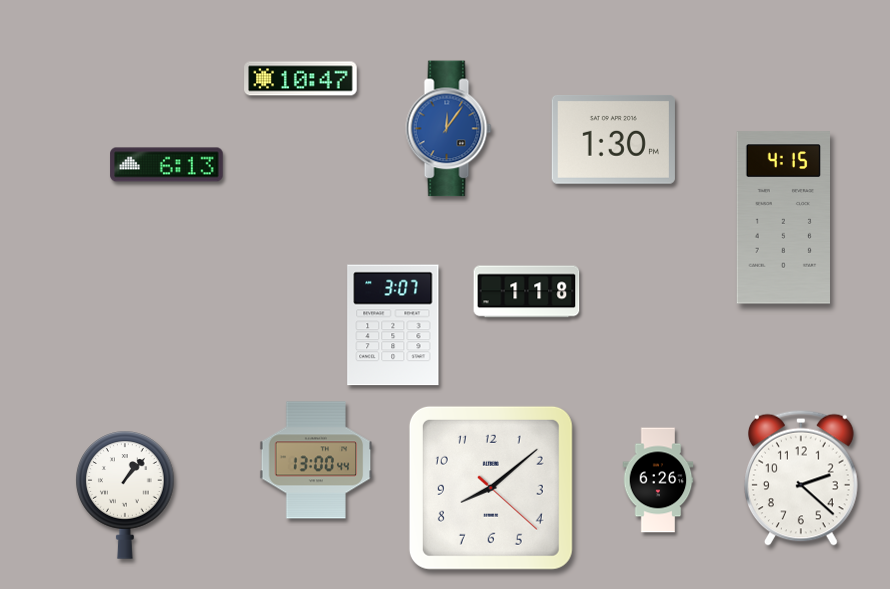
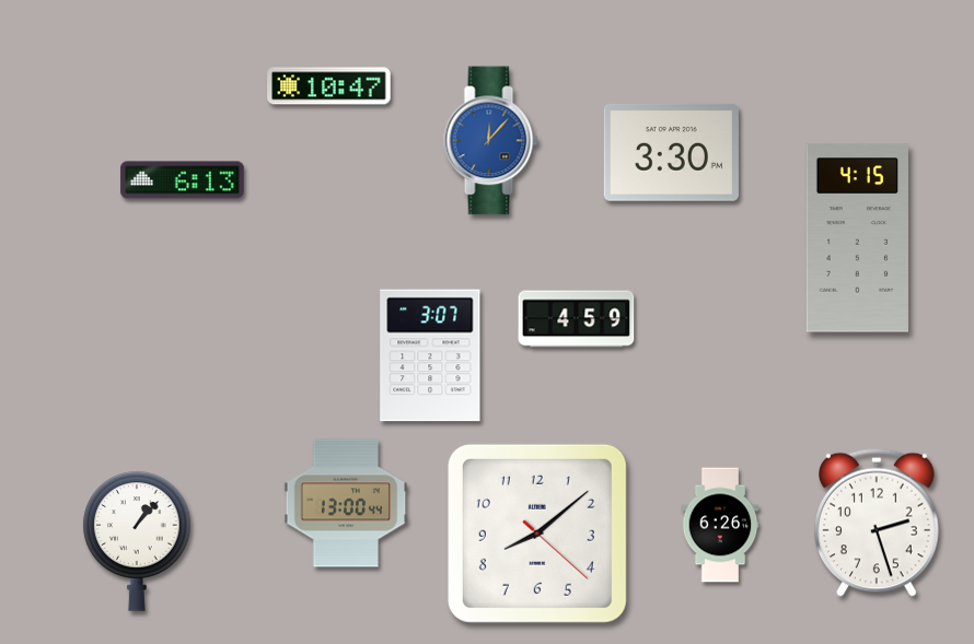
clock at (449, 129): 12:06 -> 12:07
clock at (613, 139): 1:30 -> 3:30
clock at (527, 292): 1:18 -> 4:59
clock at (802, 478): 2:22 -> 2:27
